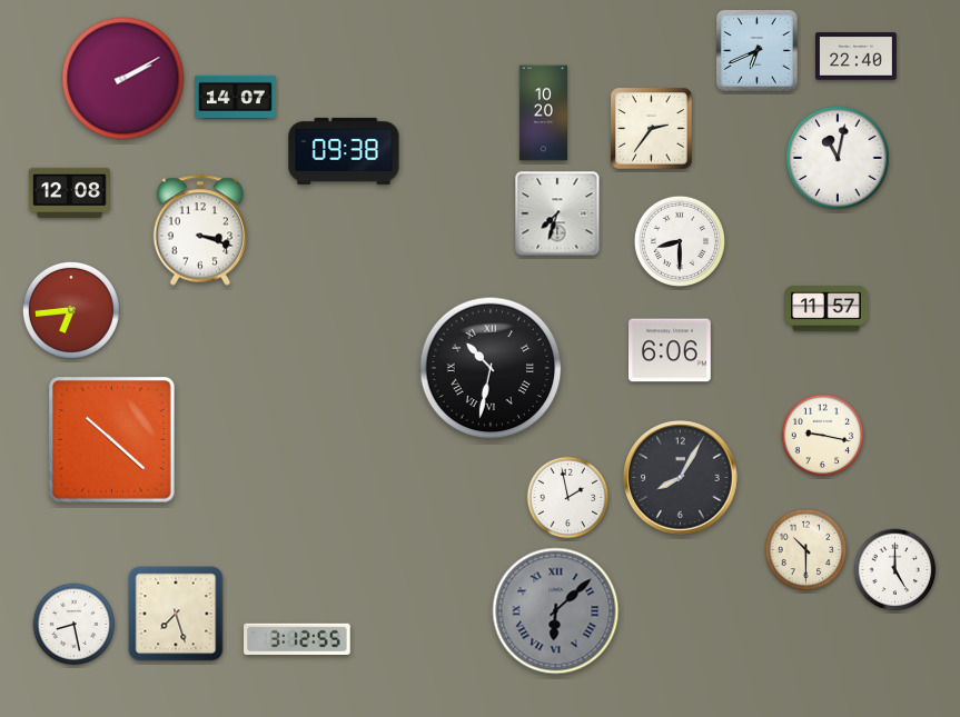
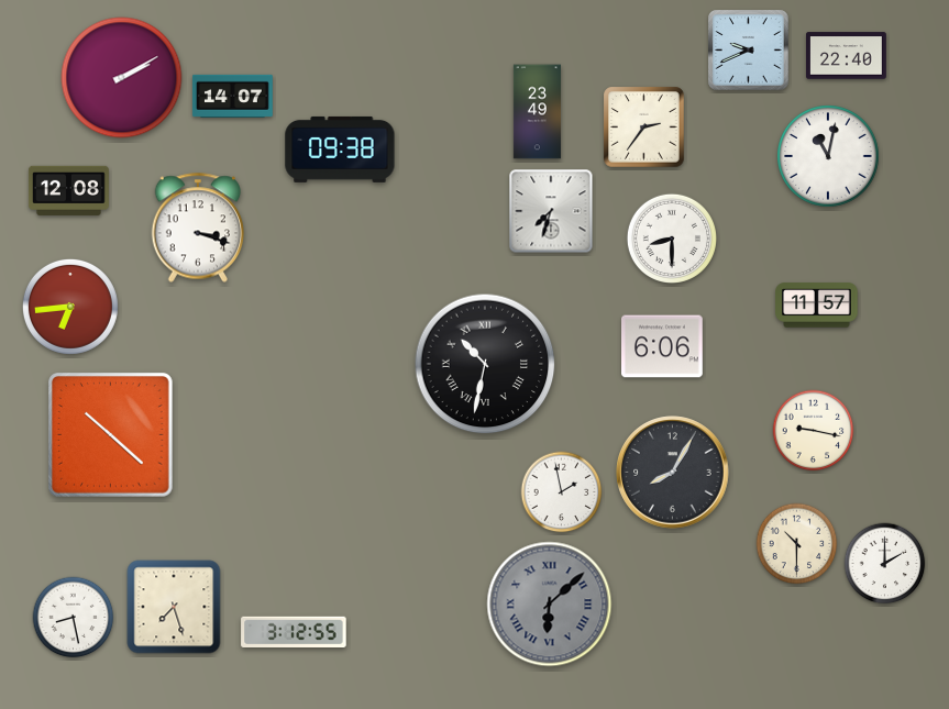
clock at (758, 51): 6:41 -> 9:41
clock at (543, 113): 10:20 -> 23:49
clock at (895, 570): 5:00 -> 2:00
